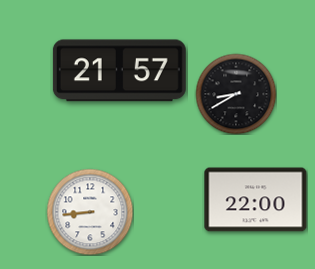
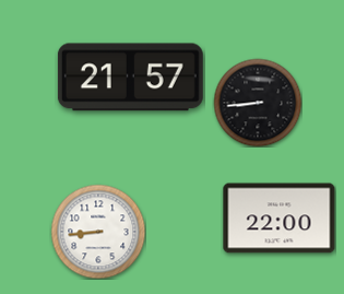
clock at (236, 94): 8:40 -> 8:44
